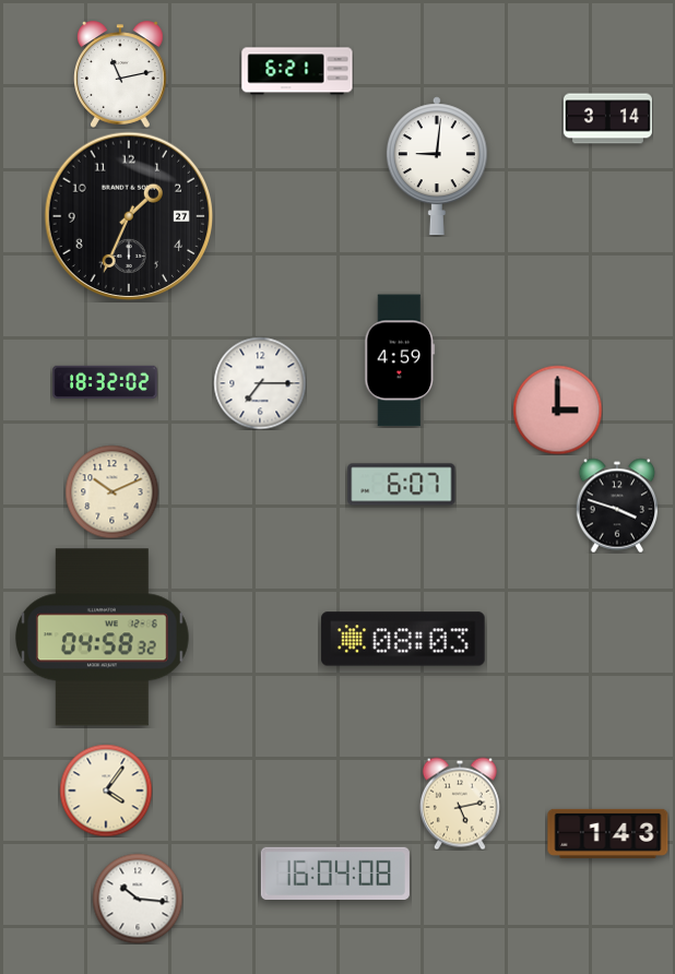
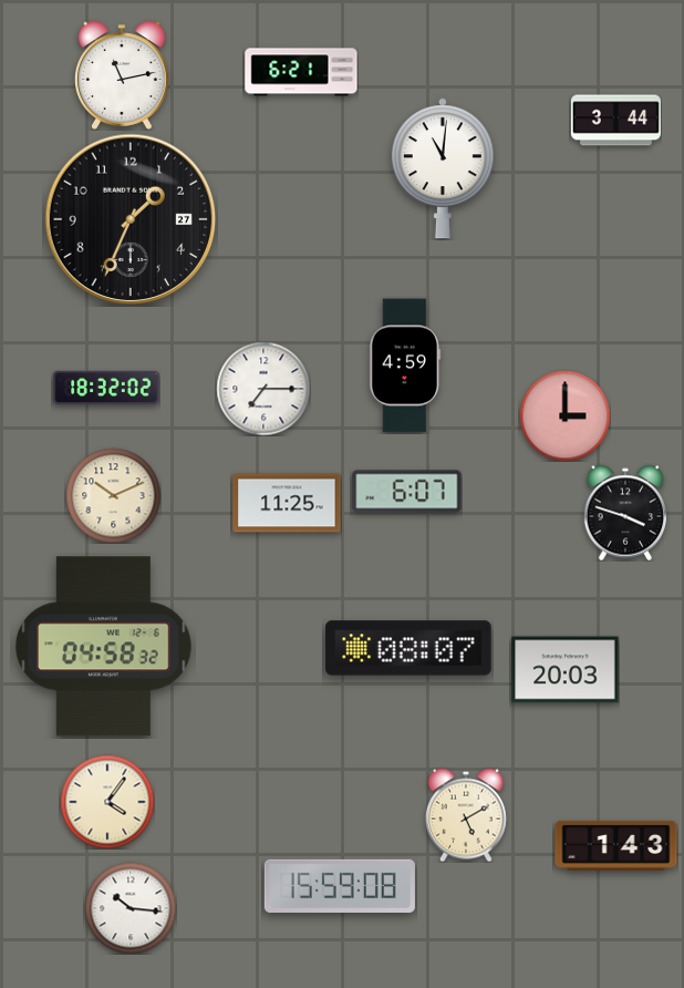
clock at (607, 119): 3:14 -> 3:44
clock at (437, 166): 9:01 -> 11:01
clock at (111, 491) position: (111, 491) -> (113, 495)
clock at (287, 503): none -> 11:25
clock at (403, 639): 08:03 -> 08:07
clock at (566, 670): none -> 20:03
clock at (460, 804): 5:13 -> 5:10
clock at (335, 874): 16:04 -> 15:59
clock at (138, 899) position: (138, 899) -> (131, 908)
